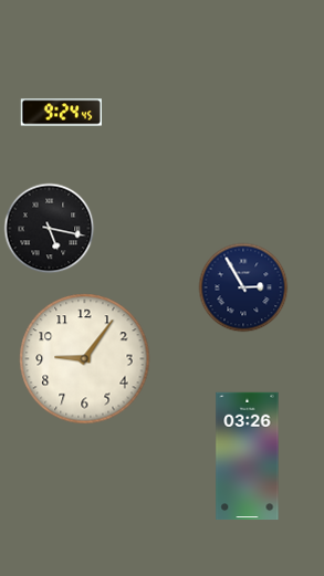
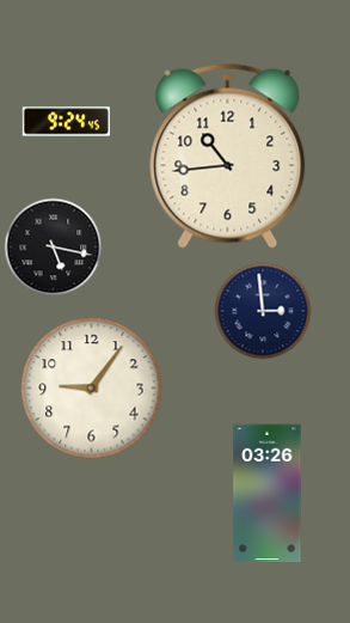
clock at (228, 155): none -> 10:44
clock at (243, 287): 2:55 -> 2:59
